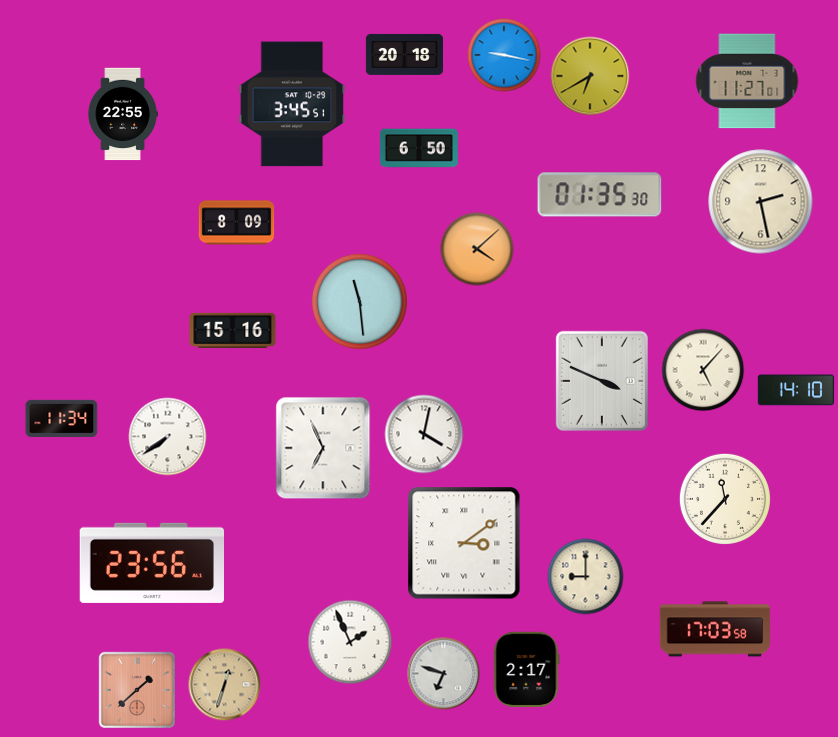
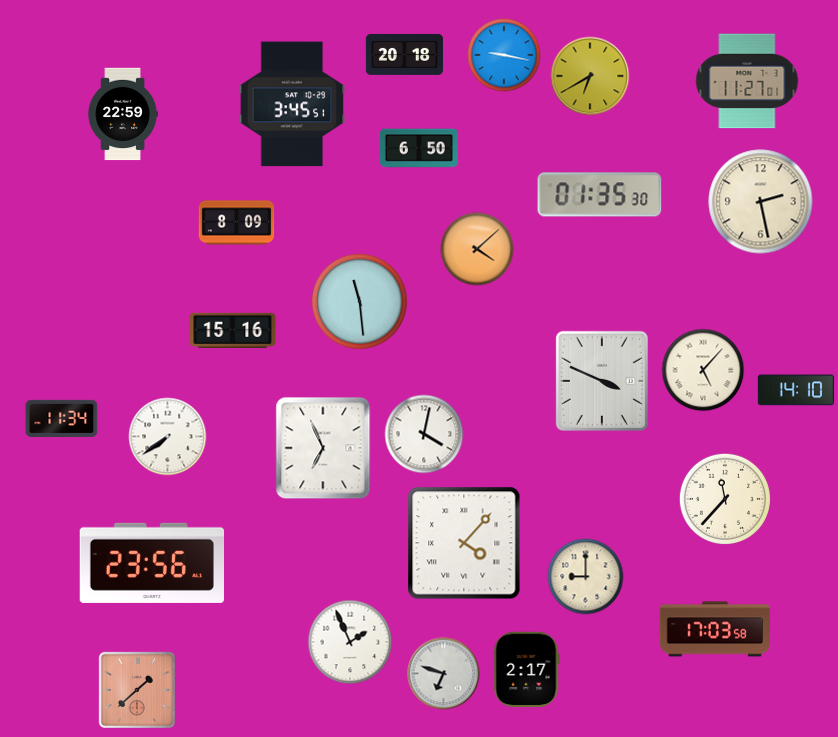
clock at (123, 114): 22:55 -> 22:59
clock at (464, 543): 3:09 -> 4:07
clock at (225, 685): 12:33 -> none
